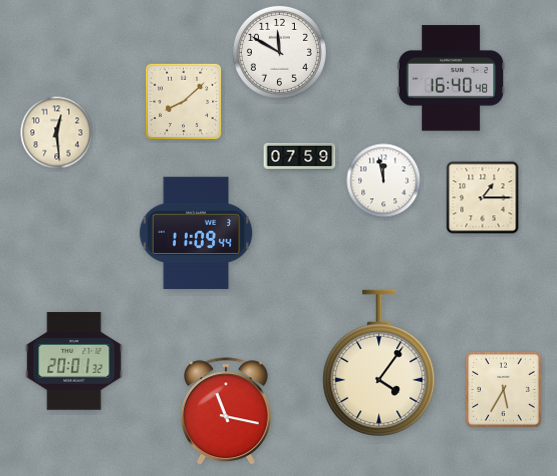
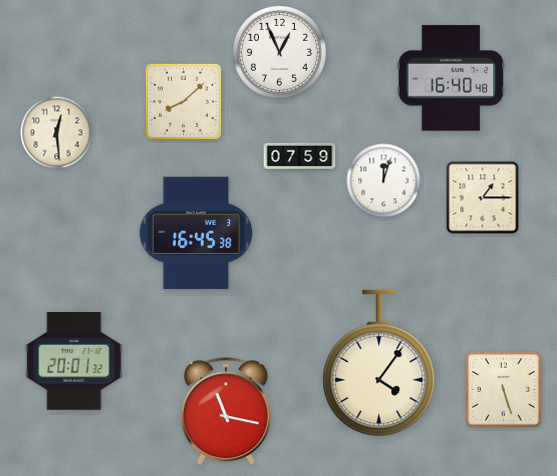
clock at (279, 52): 11:50 -> 12:56
clock at (384, 181): 11:58 -> 12:03
clock at (196, 232): 11:09 -> 16:45
clock at (503, 389): 5:35 -> 5:27
